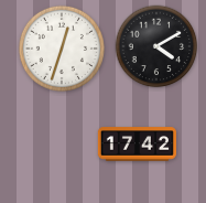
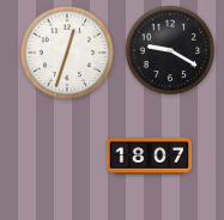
clock at (156, 46): 4:10 -> 9:20
clock at (137, 145): 17:42 -> 18:07
